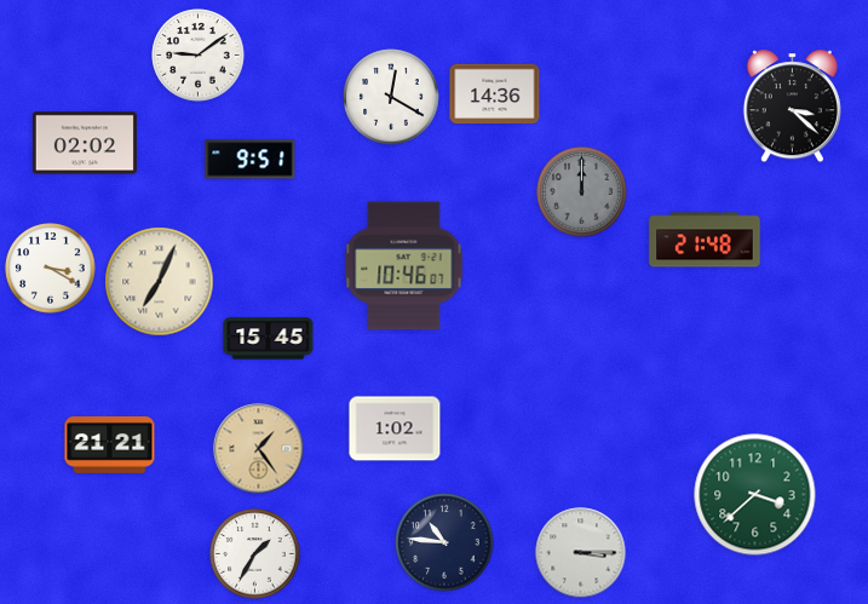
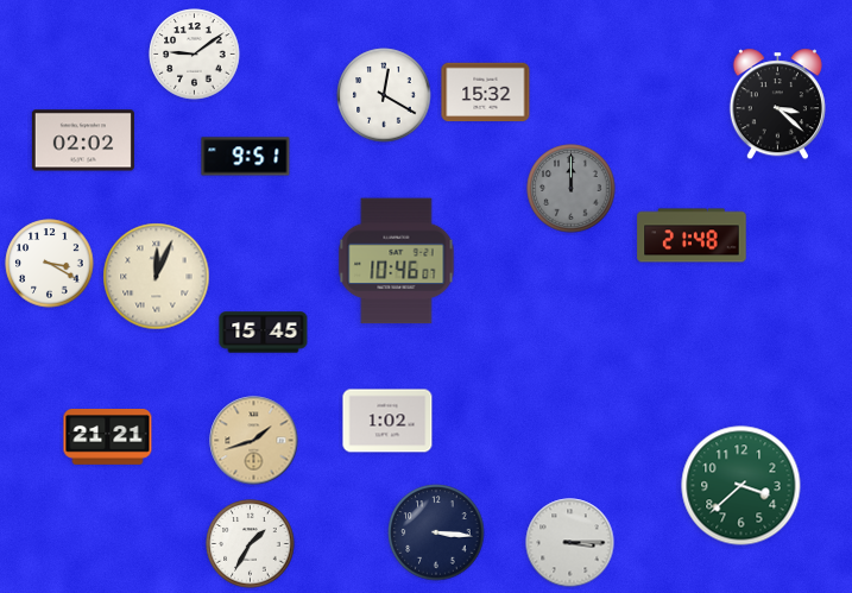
clock at (495, 94): 14:36 -> 15:32
clock at (160, 282): 7:04 -> 12:04
clock at (259, 449): 1:24 -> 1:42
clock at (444, 542): 10:46 -> 3:16
